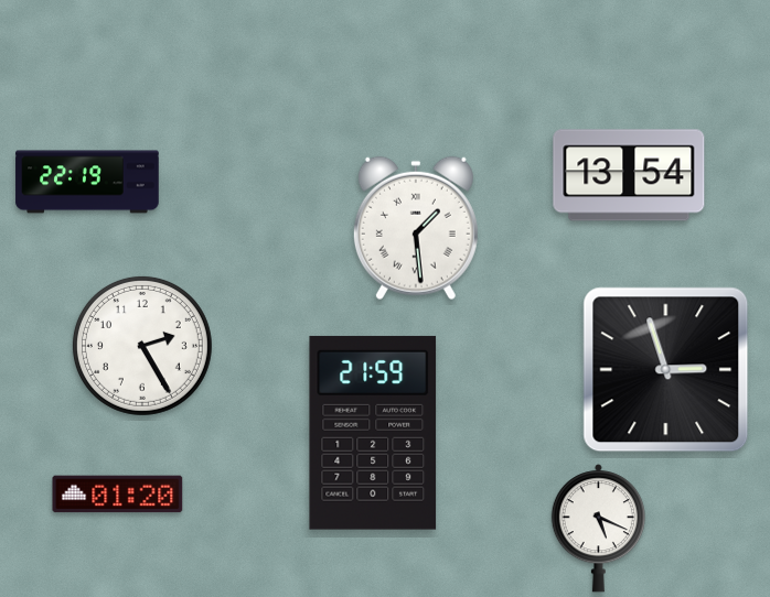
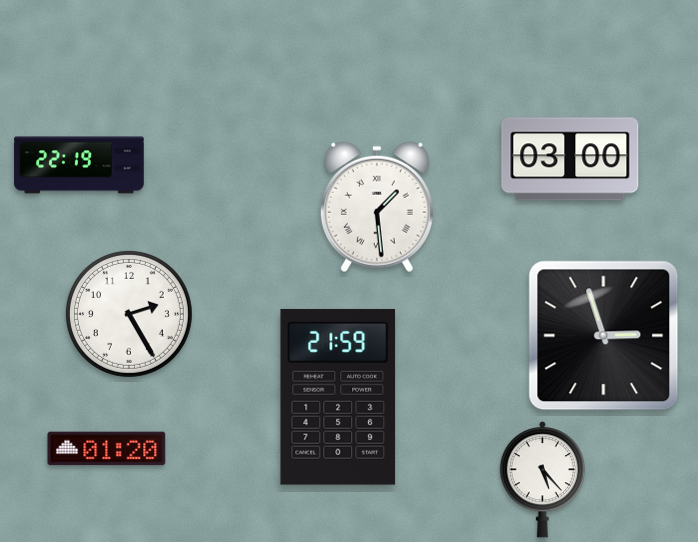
clock at (629, 175): 13:54 -> 03:00
clock at (373, 433) position: (373, 433) -> (338, 397)
clock at (598, 529): 5:19 -> 5:23
